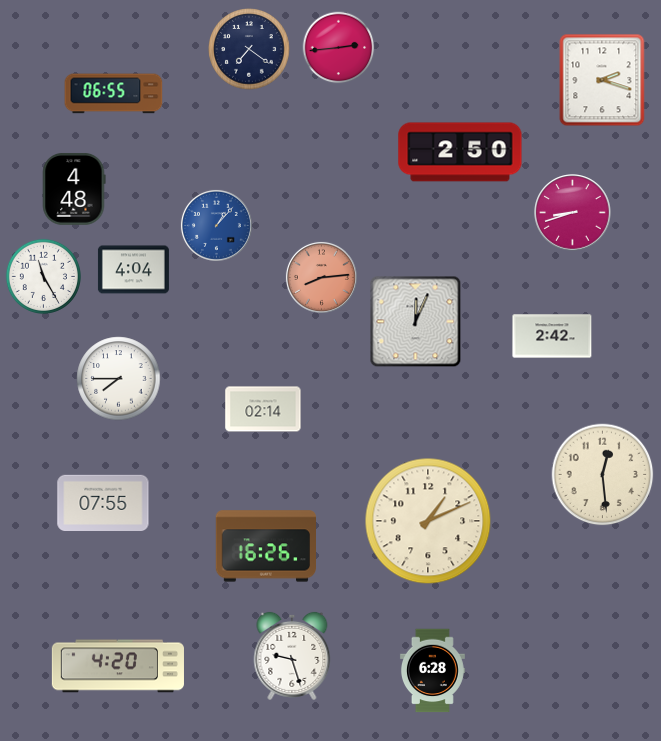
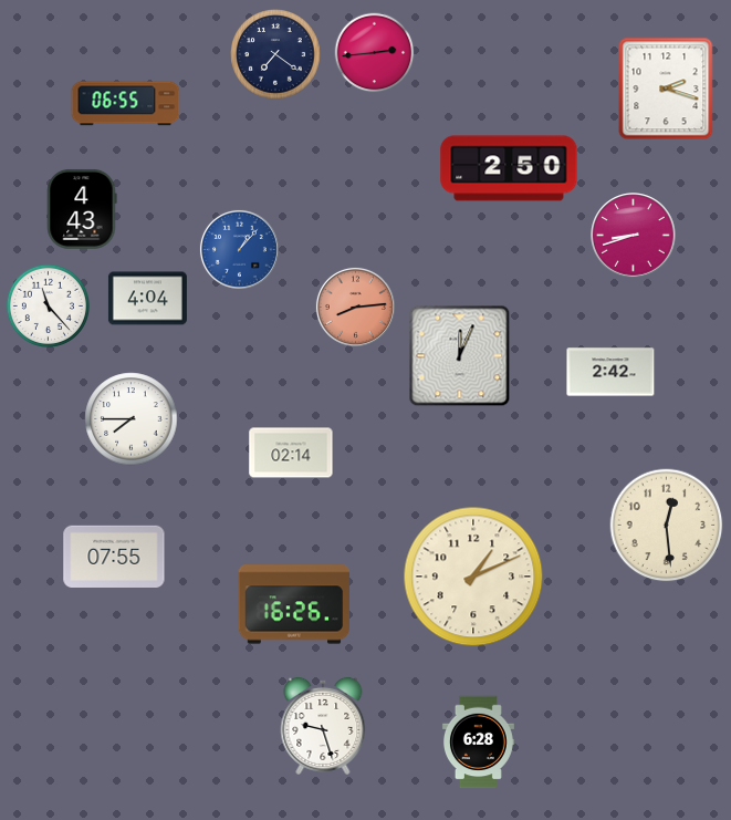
clock at (74, 189): 4:48 -> 4:43
clock at (43, 276): 11:25 -> 11:23
clock at (117, 666): 4:20 -> none
